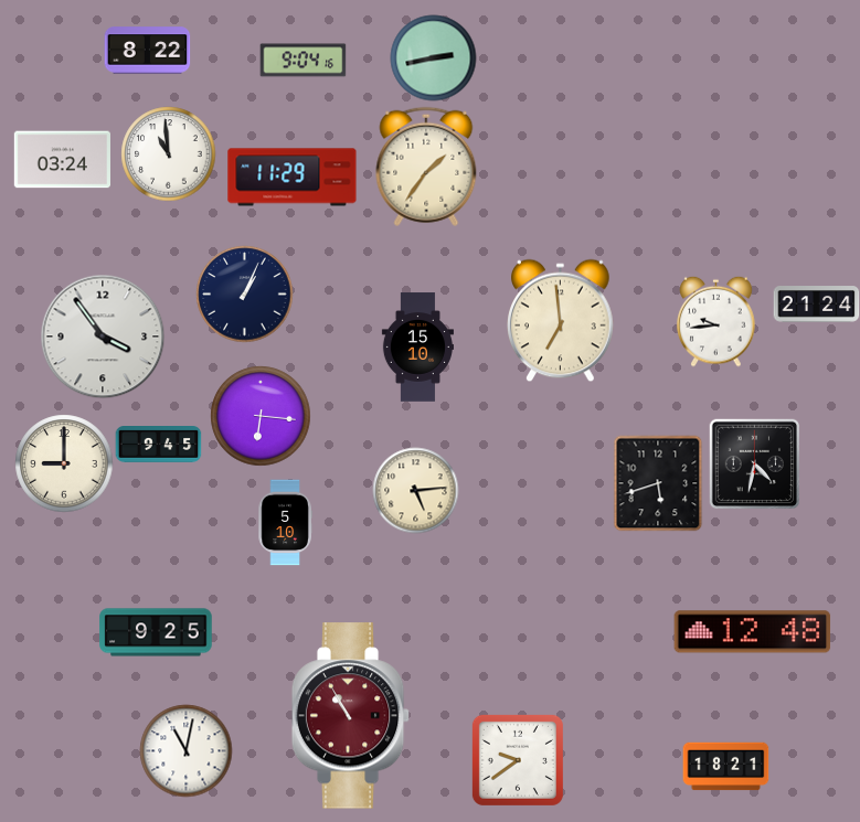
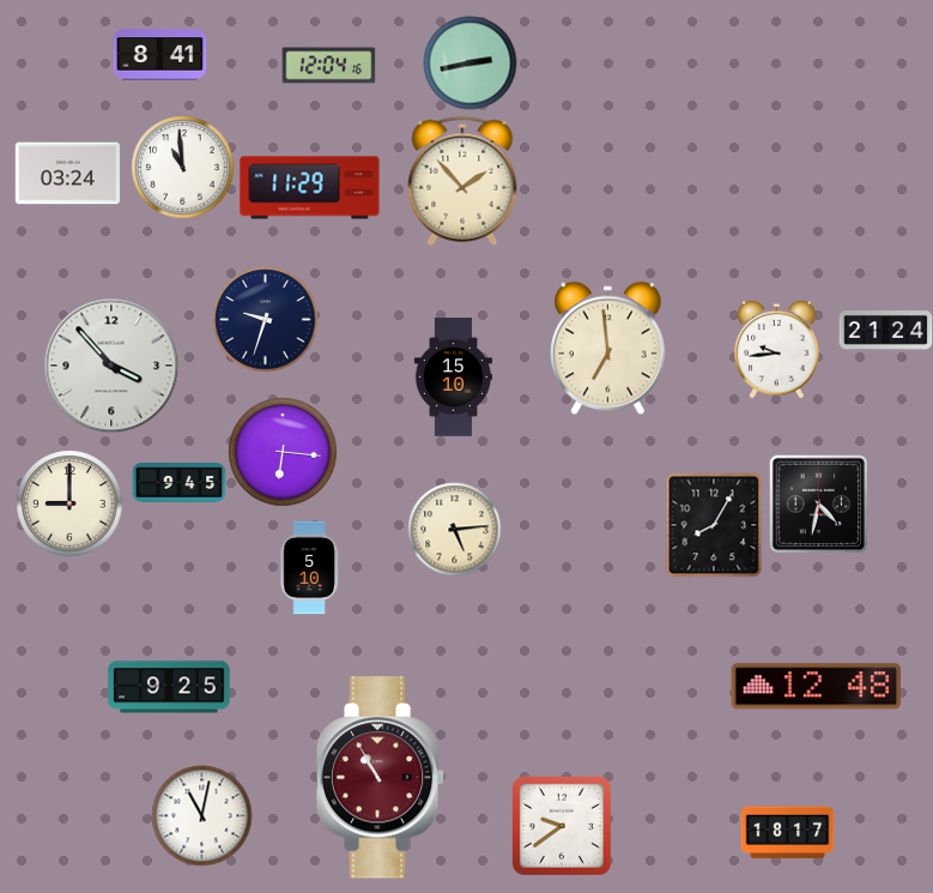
clock at (147, 51): 8:22 -> 8:41
clock at (302, 61): 9:04 -> 12:04
clock at (426, 167): 1:36 -> 1:53
clock at (293, 178) position: (293, 178) -> (310, 188)
clock at (244, 293): 1:04 -> 9:33
clock at (103, 337): 3:54 -> 3:53
clock at (158, 445) position: (158, 445) -> (178, 483)
clock at (658, 483): 5:42 -> 8:05
clock at (415, 490) position: (415, 490) -> (454, 529)
clock at (725, 767): 18:21 -> 18:17
